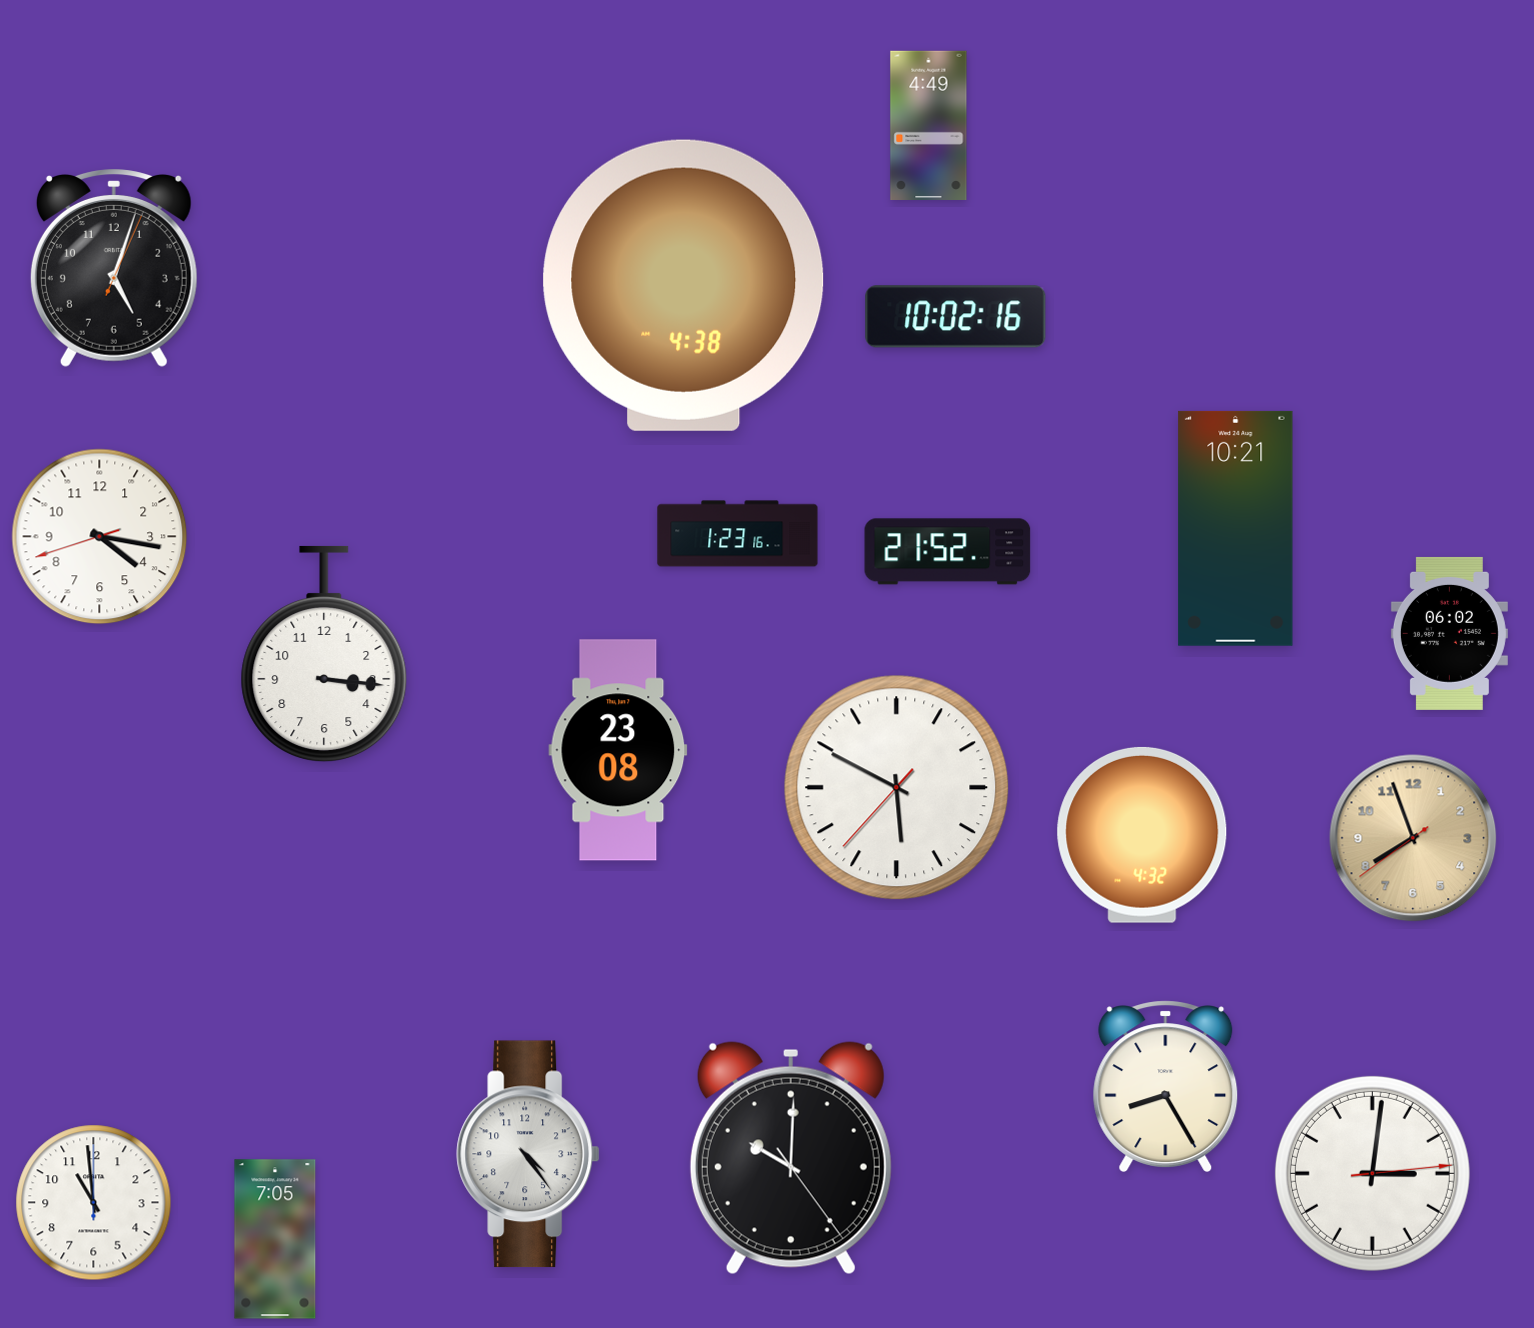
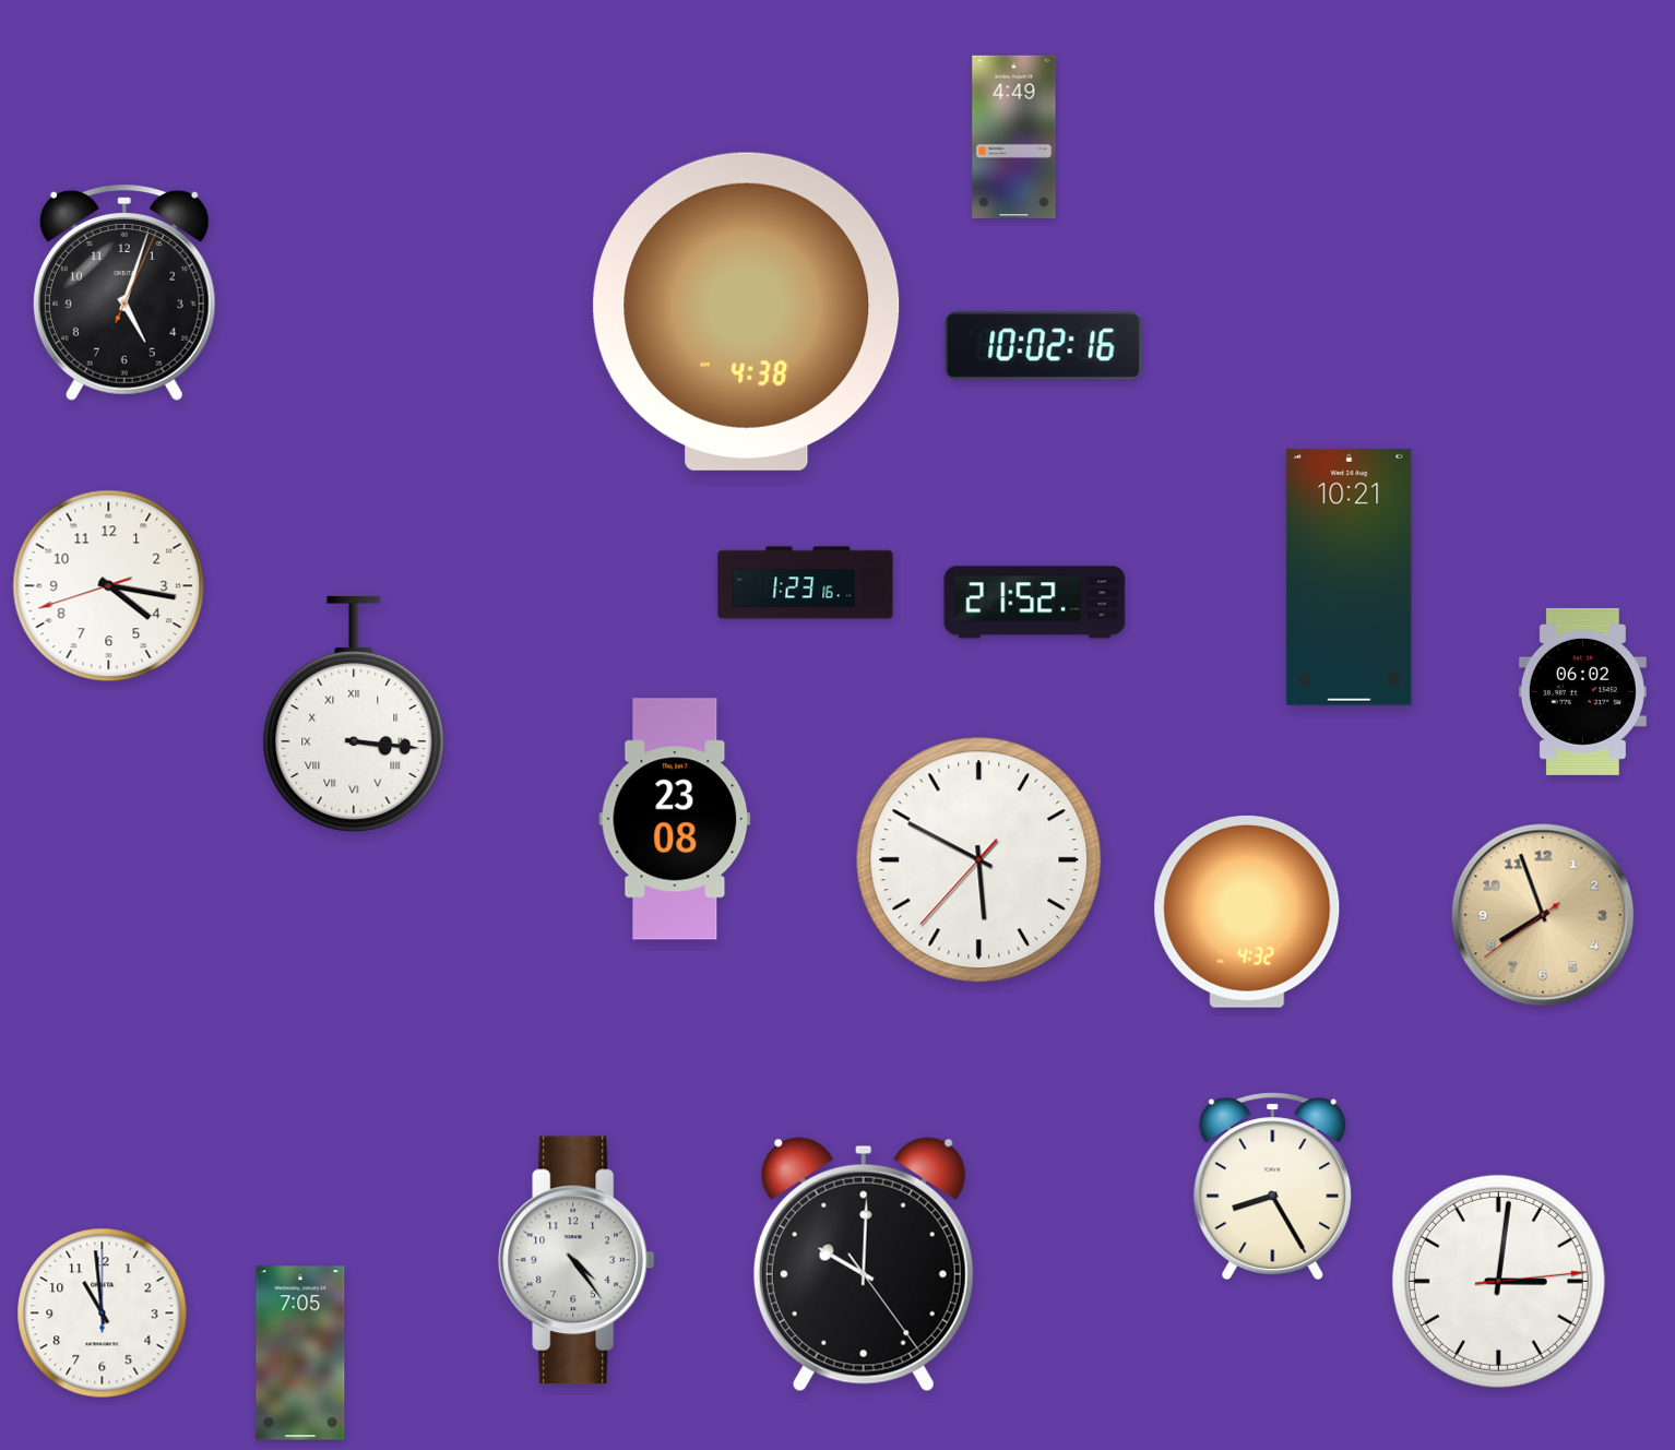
clock at (324, 654) numerals: Arabic -> Roman
